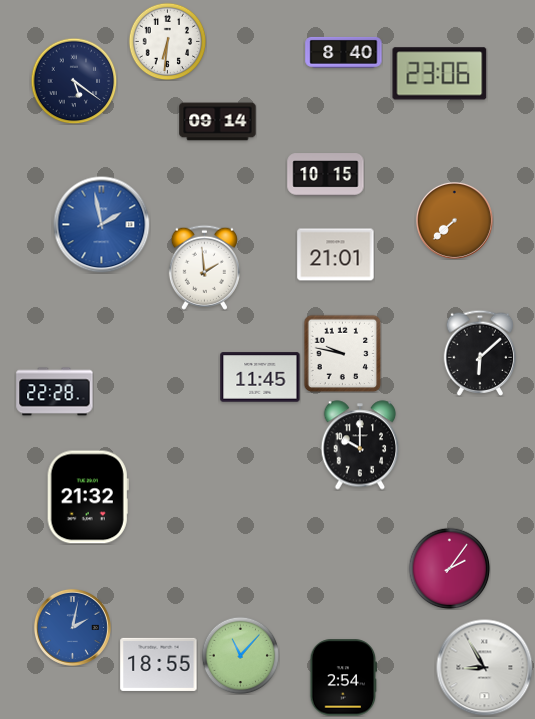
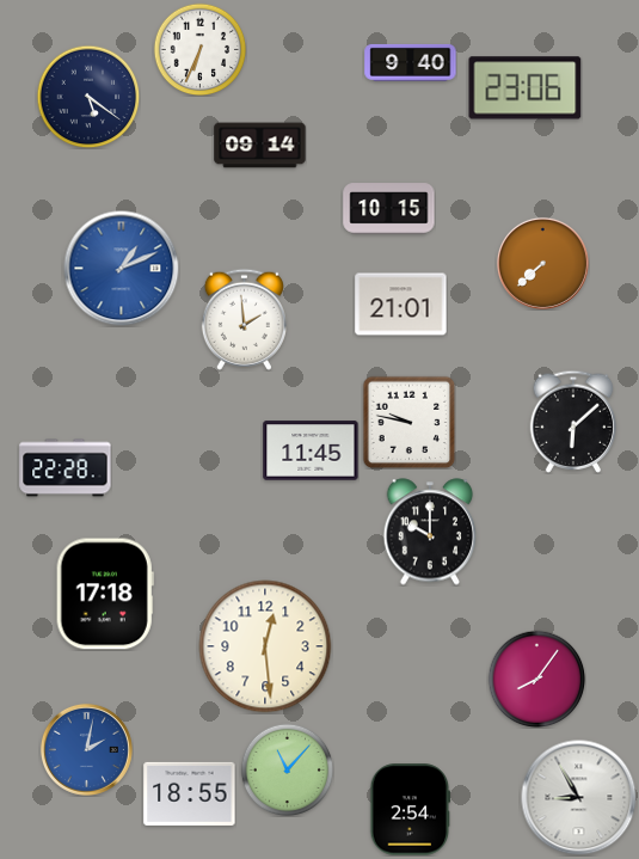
clock at (167, 41): 6:31 -> 6:34
clock at (344, 52): 8:40 -> 9:40
clock at (102, 225): 1:58 -> 1:11
clock at (88, 497): 21:32 -> 17:18
clock at (265, 646): none -> 12:29
clock at (449, 568): 2:06 -> 8:06
clock at (240, 655) position: (240, 655) -> (287, 769)
